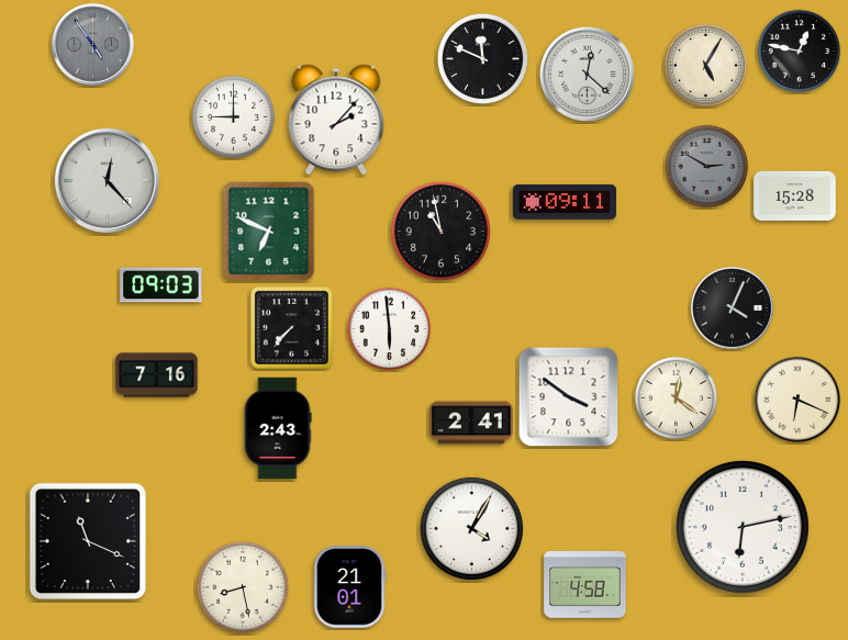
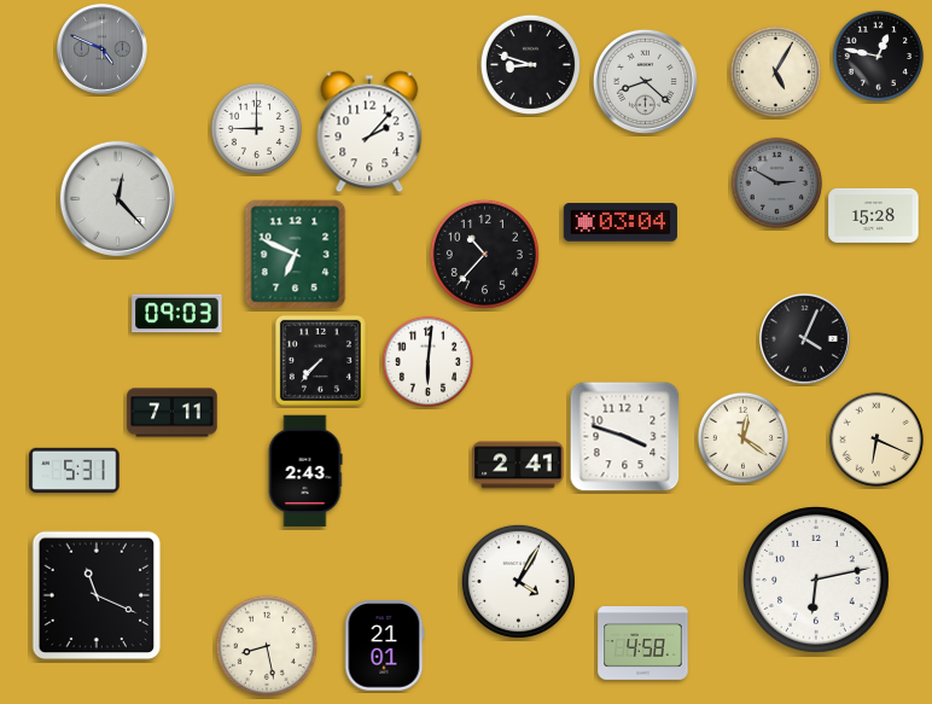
clock at (92, 44): 4:54 -> 4:49
clock at (482, 58): 11:49 -> 8:48
clock at (587, 74): 12:22 -> 8:22
clock at (565, 202): 09:11 -> 03:04
clock at (440, 231): 10:58 -> 10:37
clock at (390, 329): 5:59 -> 6:01
clock at (157, 375): 7:16 -> 7:11
clock at (569, 397): 3:51 -> 3:48
clock at (75, 470): none -> 5:31
